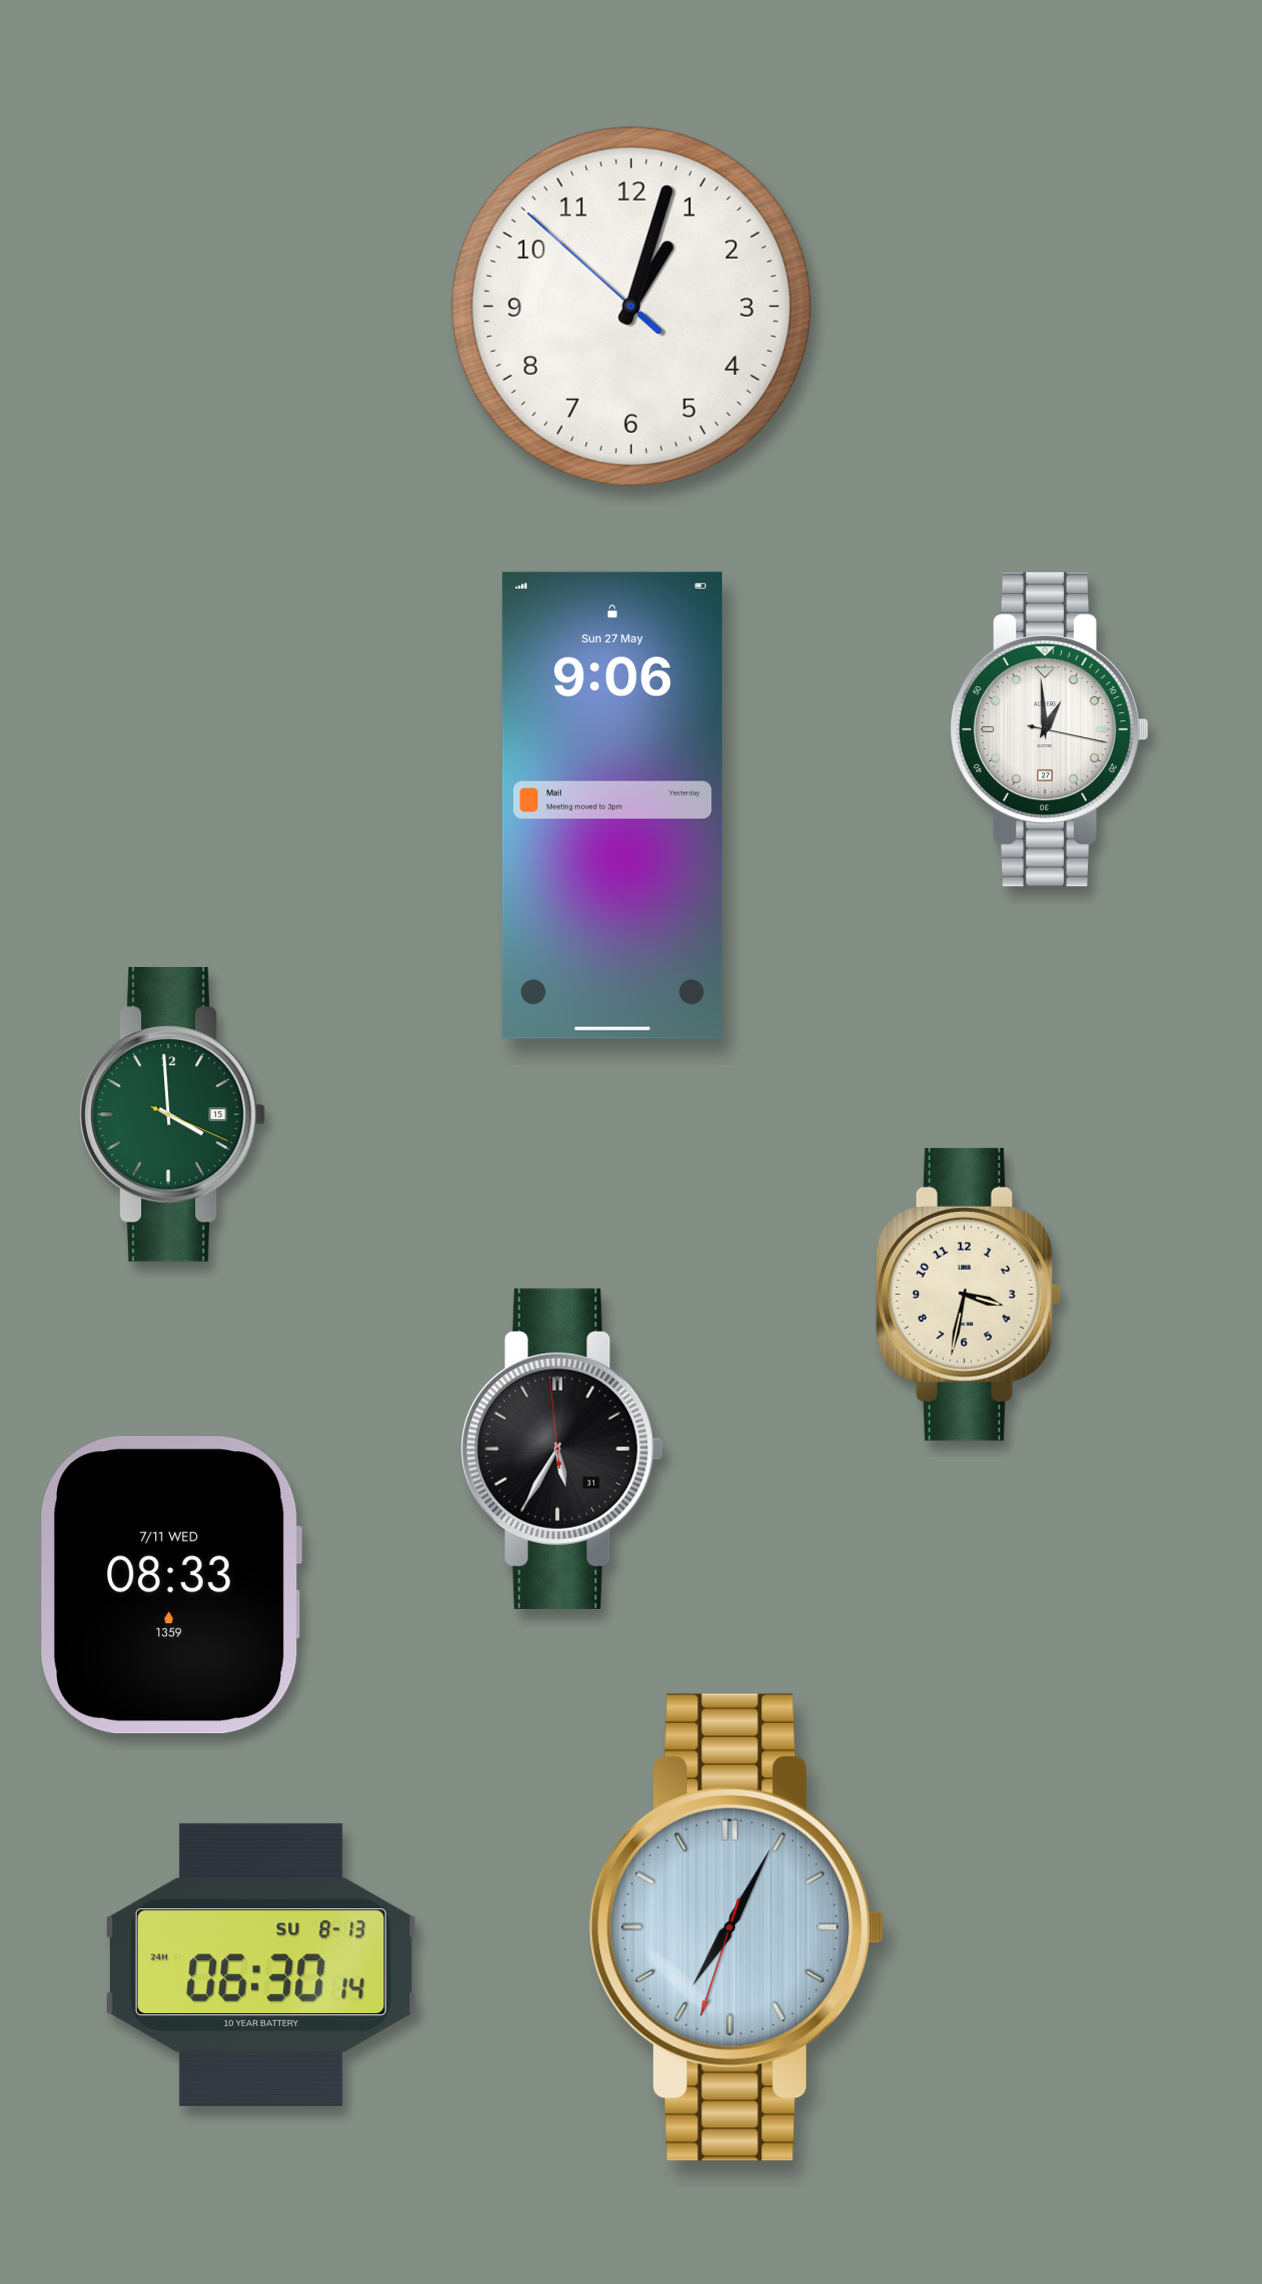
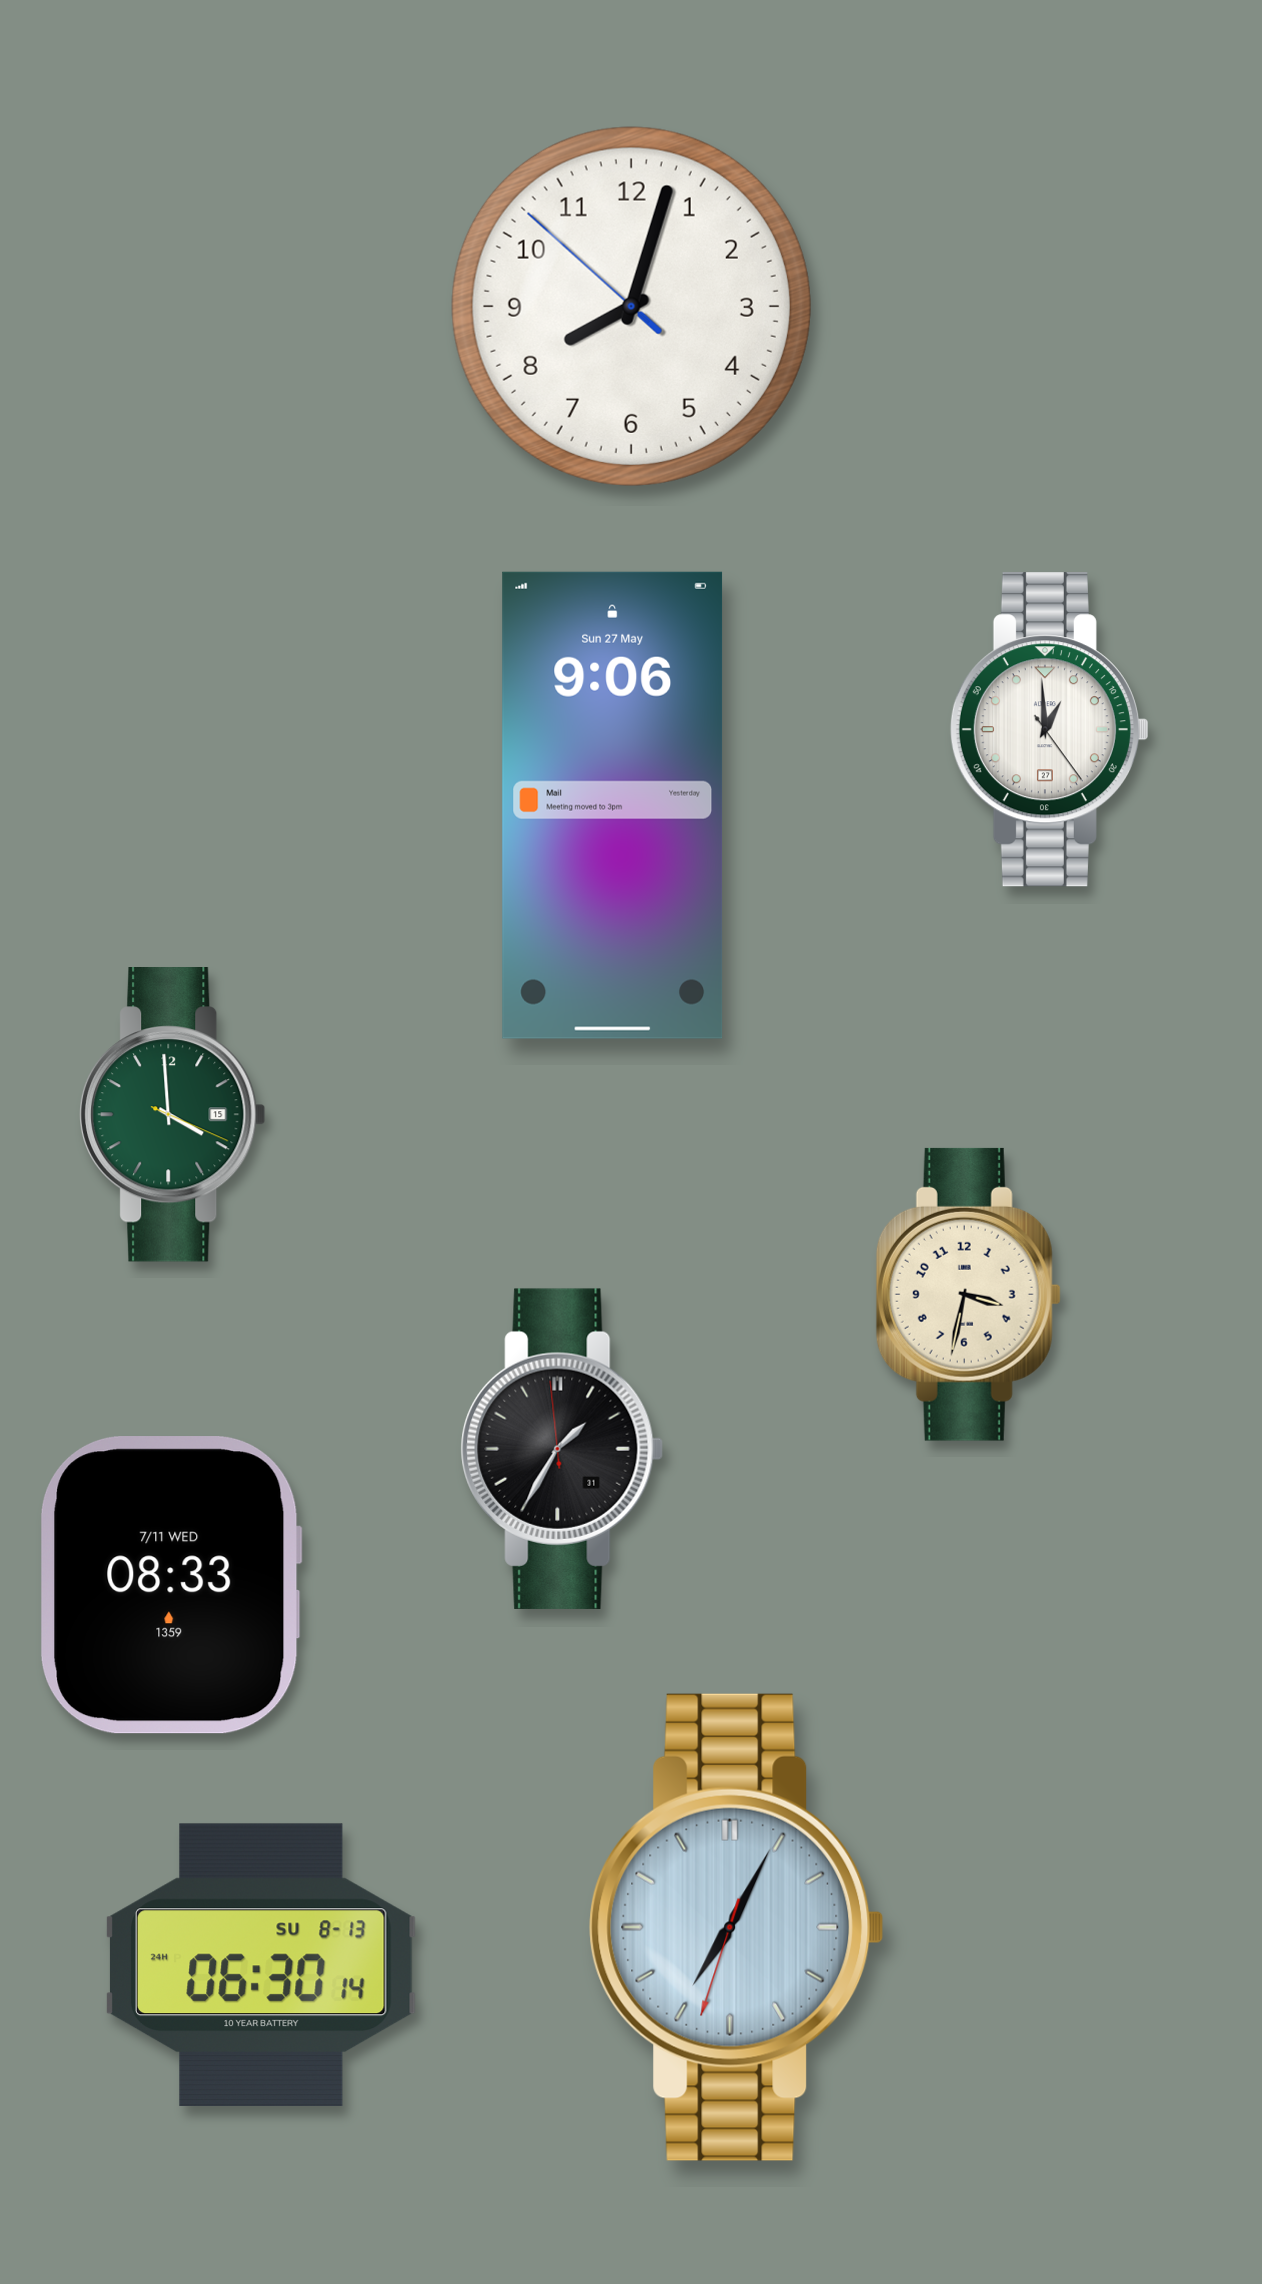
clock at (631, 306): 1:02 -> 8:02
clock at (1049, 730): 12:59:17 -> 12:59:24
clock at (562, 1449): 5:34 -> 1:34
